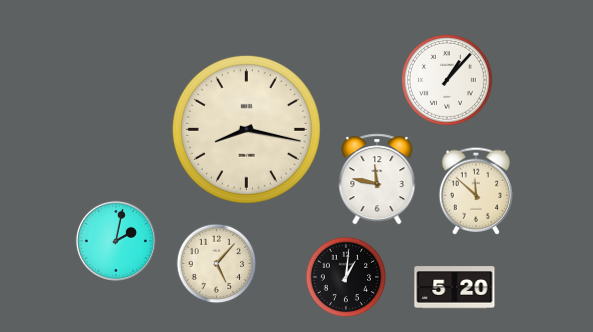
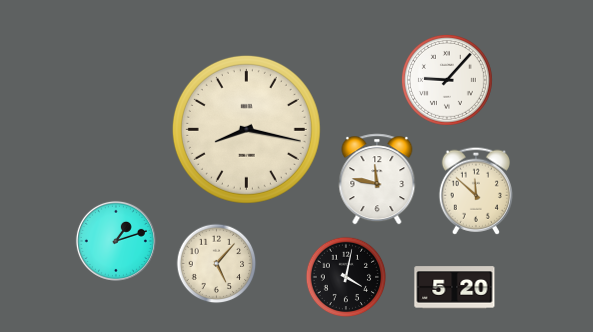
clock at (447, 80): 1:07 -> 9:07
clock at (116, 241): 2:02 -> 1:12
clock at (346, 277): 1:01 -> 4:02
